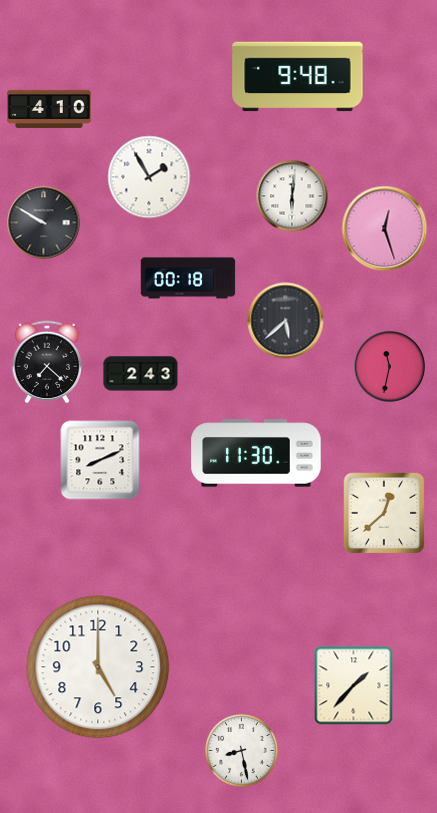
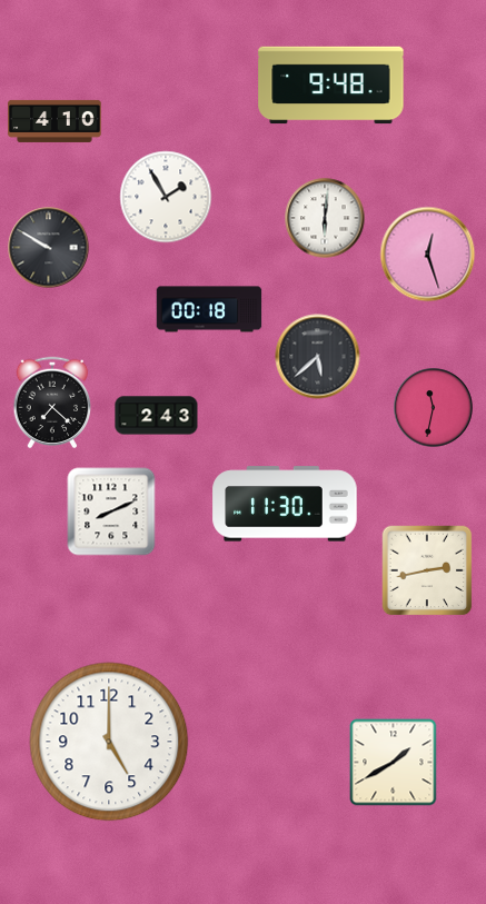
clock at (384, 513): 12:38 -> 2:43
clock at (354, 686): 1:37 -> 1:40
clock at (242, 751): 8:28 -> none
